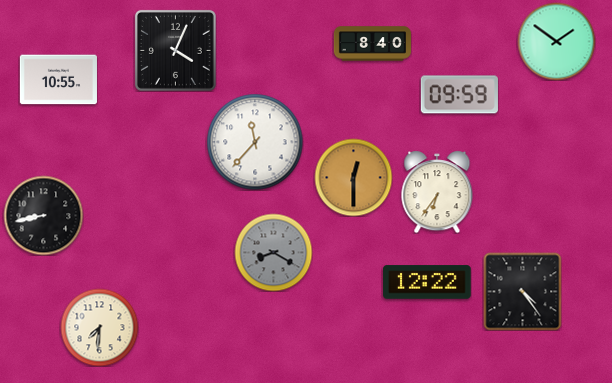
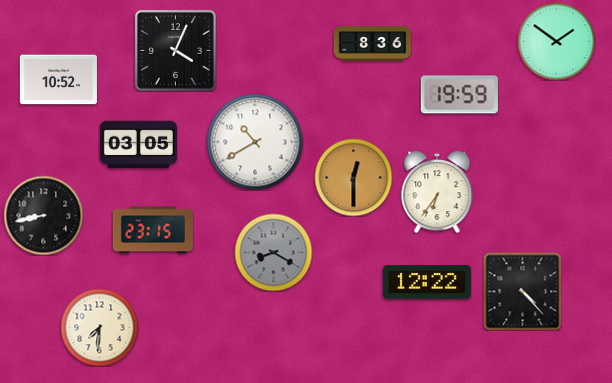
clock at (372, 44): 8:40 -> 8:36
clock at (58, 80): 10:55 -> 10:52
clock at (459, 95): 09:59 -> 19:59
clock at (255, 142): 11:37 -> 10:40
clock at (138, 145): none -> 03:05
clock at (153, 230): none -> 23:15
clock at (522, 291): 4:24 -> 4:23
